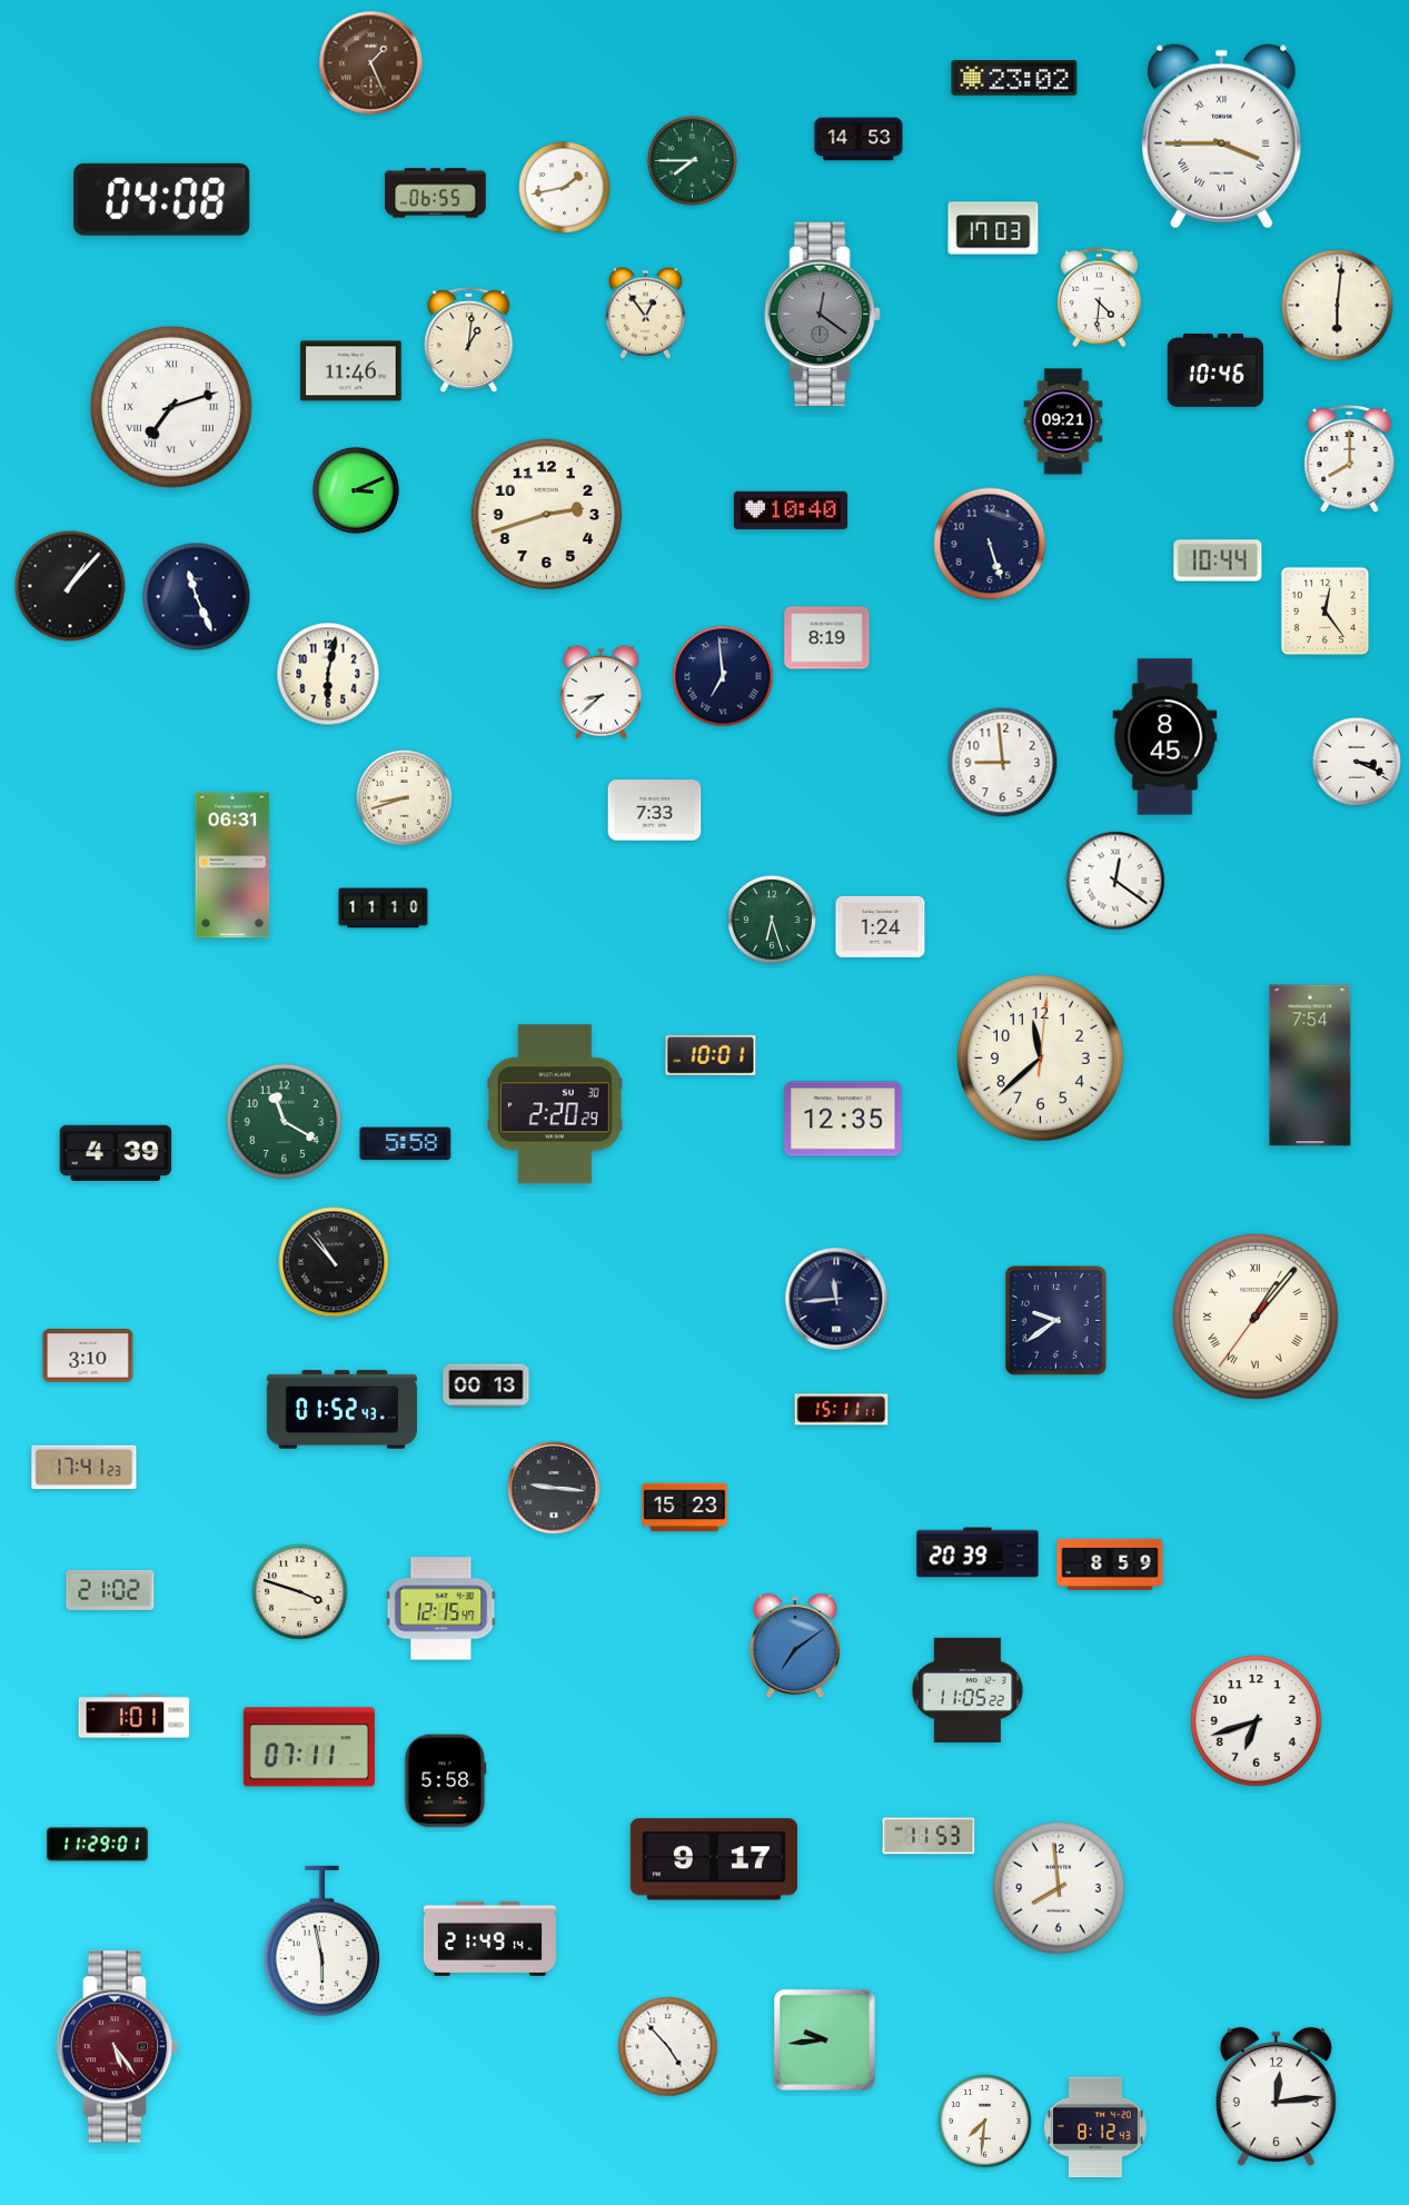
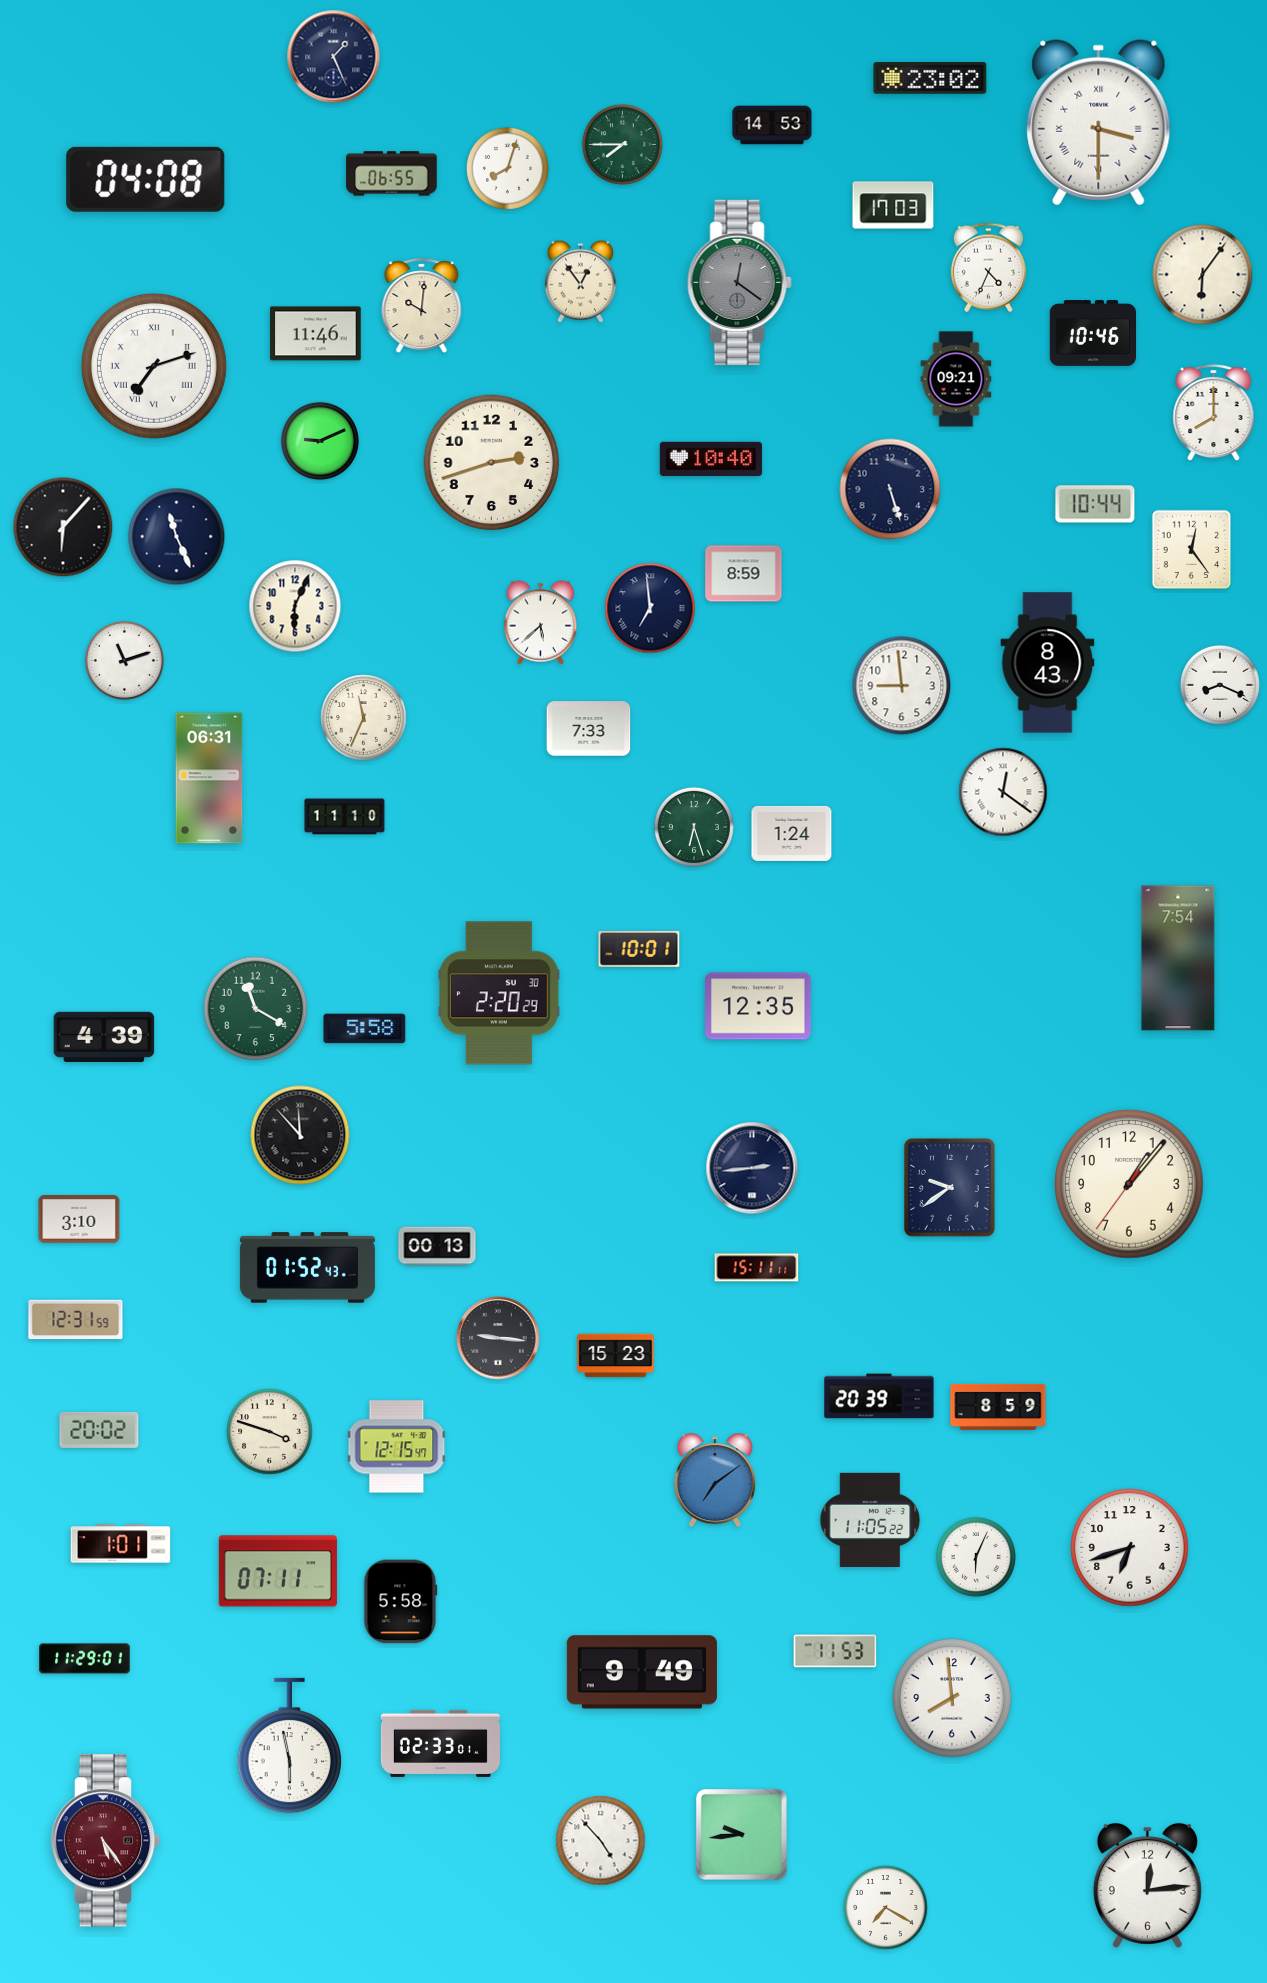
clock at (371, 63) dial: brown -> navy
clock at (1014, 79) position: (1014, 79) -> (930, 79)
clock at (1222, 137): 3:45 -> 3:30
clock at (565, 188): 1:43 -> 8:03
clock at (1099, 298): 4:31 -> 4:34
clock at (1338, 306): 6:01 -> 6:06
clock at (469, 340): 1:01 -> 10:01
clock at (356, 490): 3:11 -> 9:11
clock at (70, 586): 1:07 -> 6:07
clock at (827, 638): 8:19 -> 8:59
clock at (328, 674): 6:02 -> 6:04
clock at (602, 693): 8:38 -> 5:38
clock at (124, 660): none -> 11:12
clock at (1165, 737): 8:45 -> 8:43
clock at (1357, 762): 3:19 -> 8:19
clock at (405, 798): 8:42 -> 11:34
clock at (1041, 1059): 11:38 -> none
clock at (334, 1262): 10:53 -> 11:53
clock at (836, 1299): 11:44 -> 2:44
clock at (1256, 1317) numerals: Roman -> Arabic
clock at (85, 1468): 17:41 -> 12:31
clock at (110, 1590): 21:02 -> 20:02
clock at (976, 1557): none -> 6:04
clock at (98, 1845) position: (98, 1845) -> (85, 1659)
clock at (714, 1859): 9:17 -> 9:49
clock at (489, 1938): 21:49 -> 02:33
clock at (985, 2122): 7:31 -> 7:20
clock at (1095, 2127): 8:12 -> none
